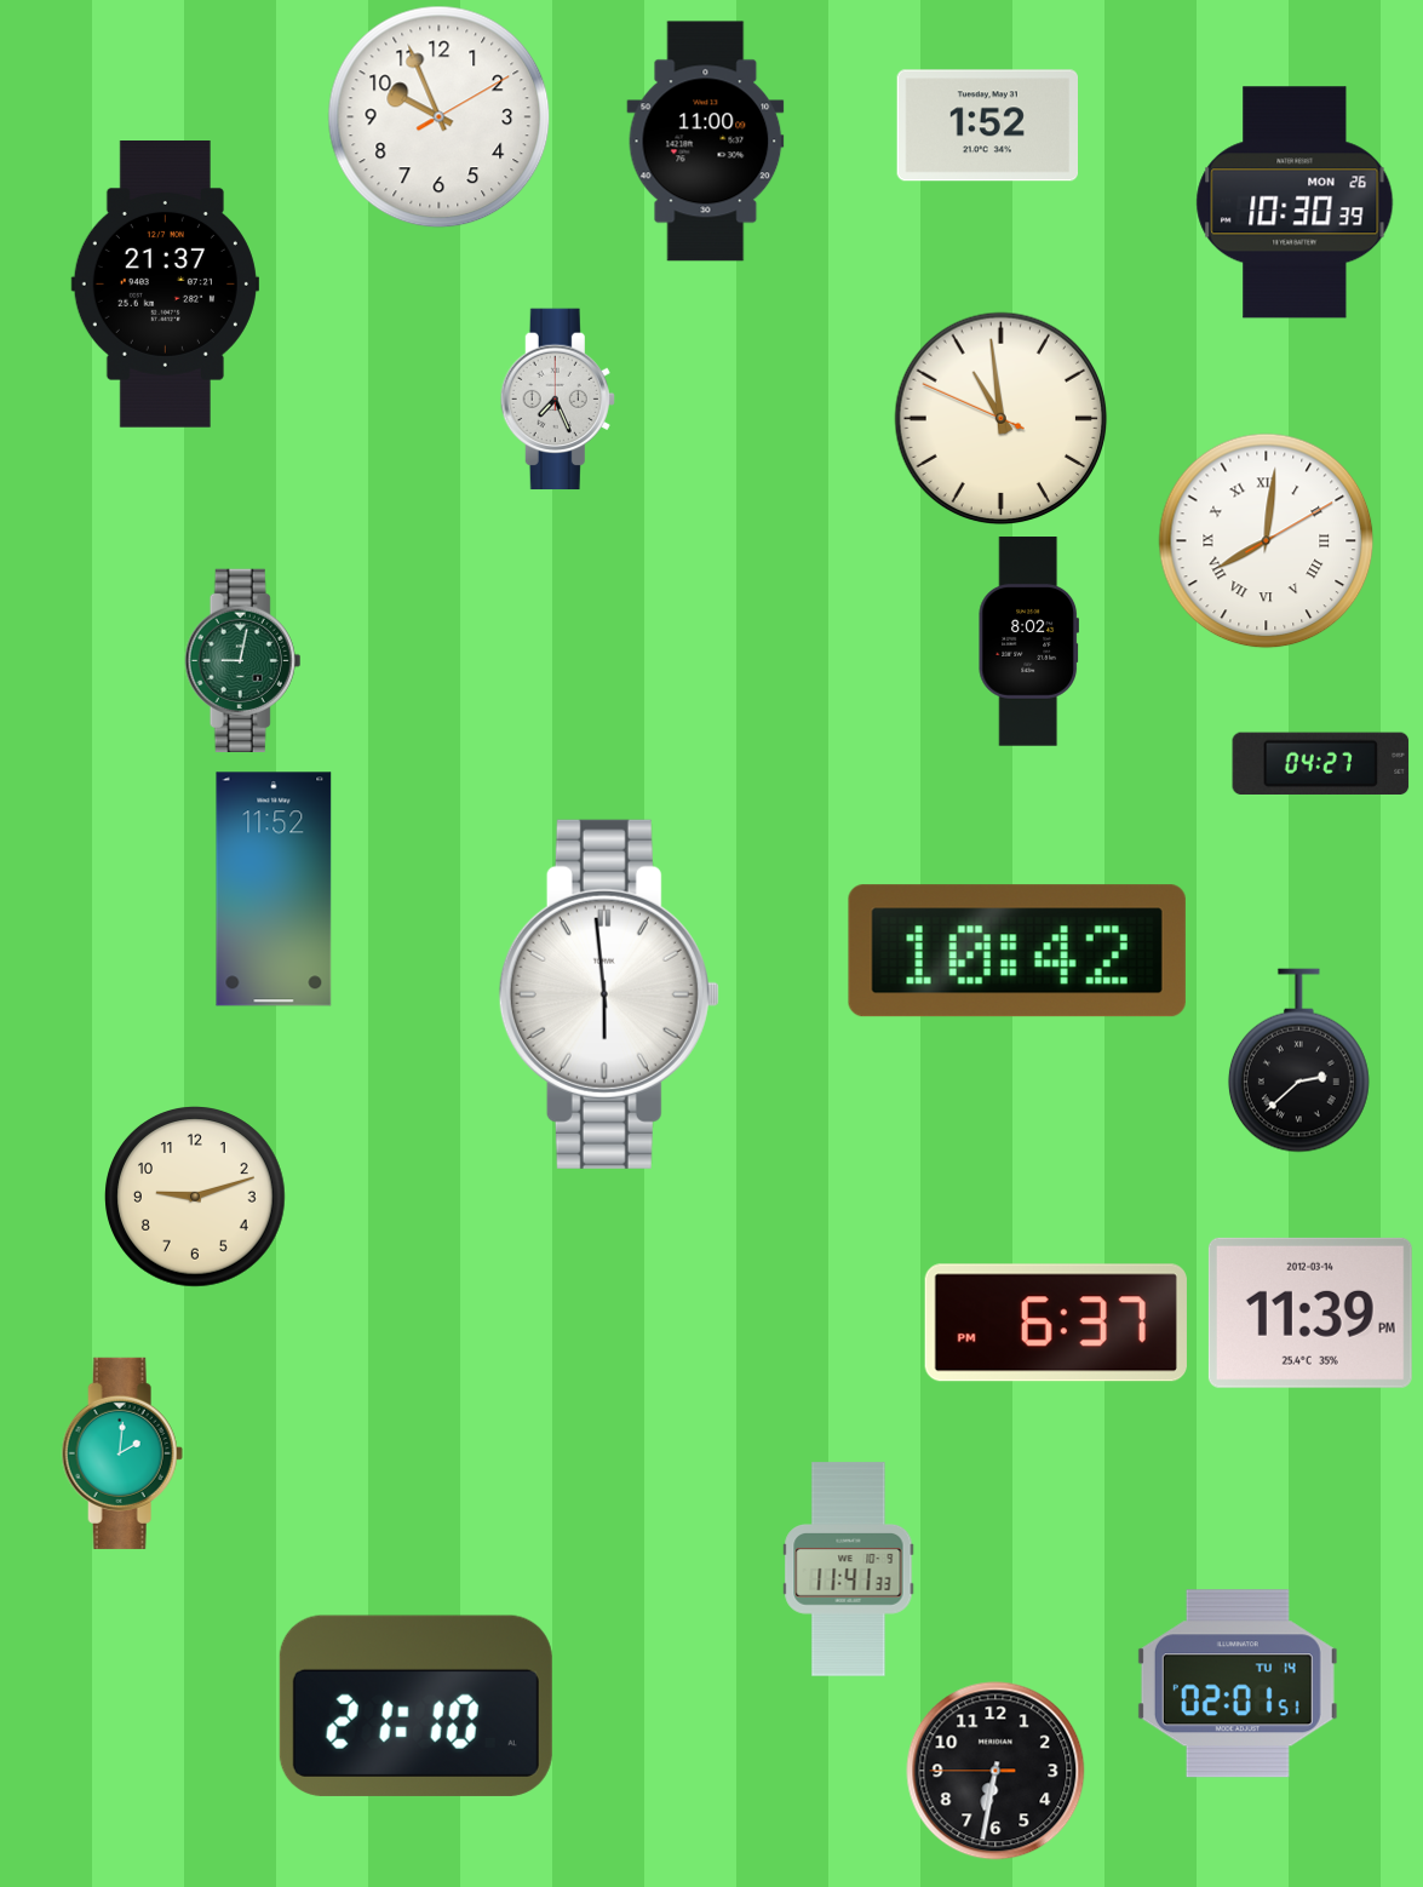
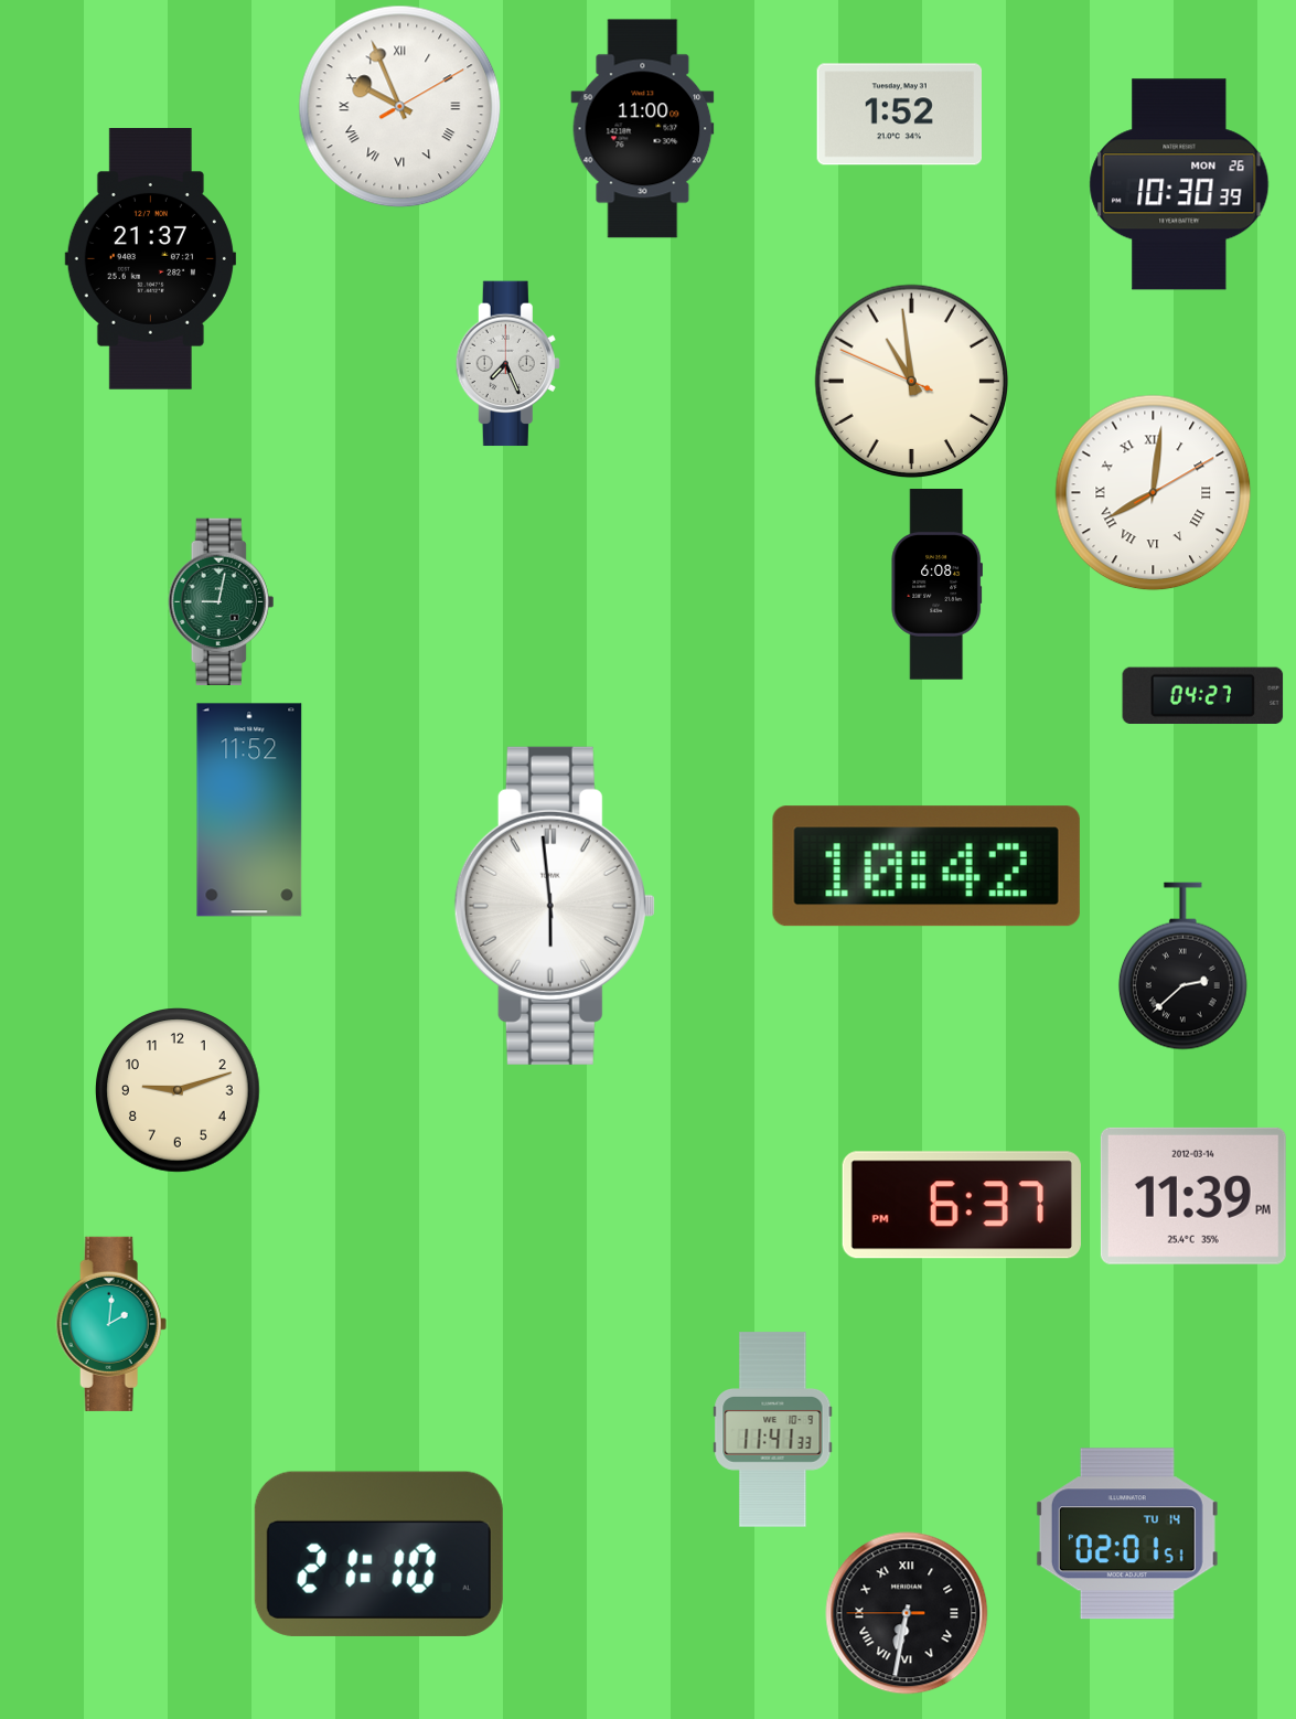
clock at (440, 117) numerals: Arabic -> Roman
clock at (1028, 642): 8:02 -> 6:08
clock at (995, 1771) numerals: Arabic -> Roman
